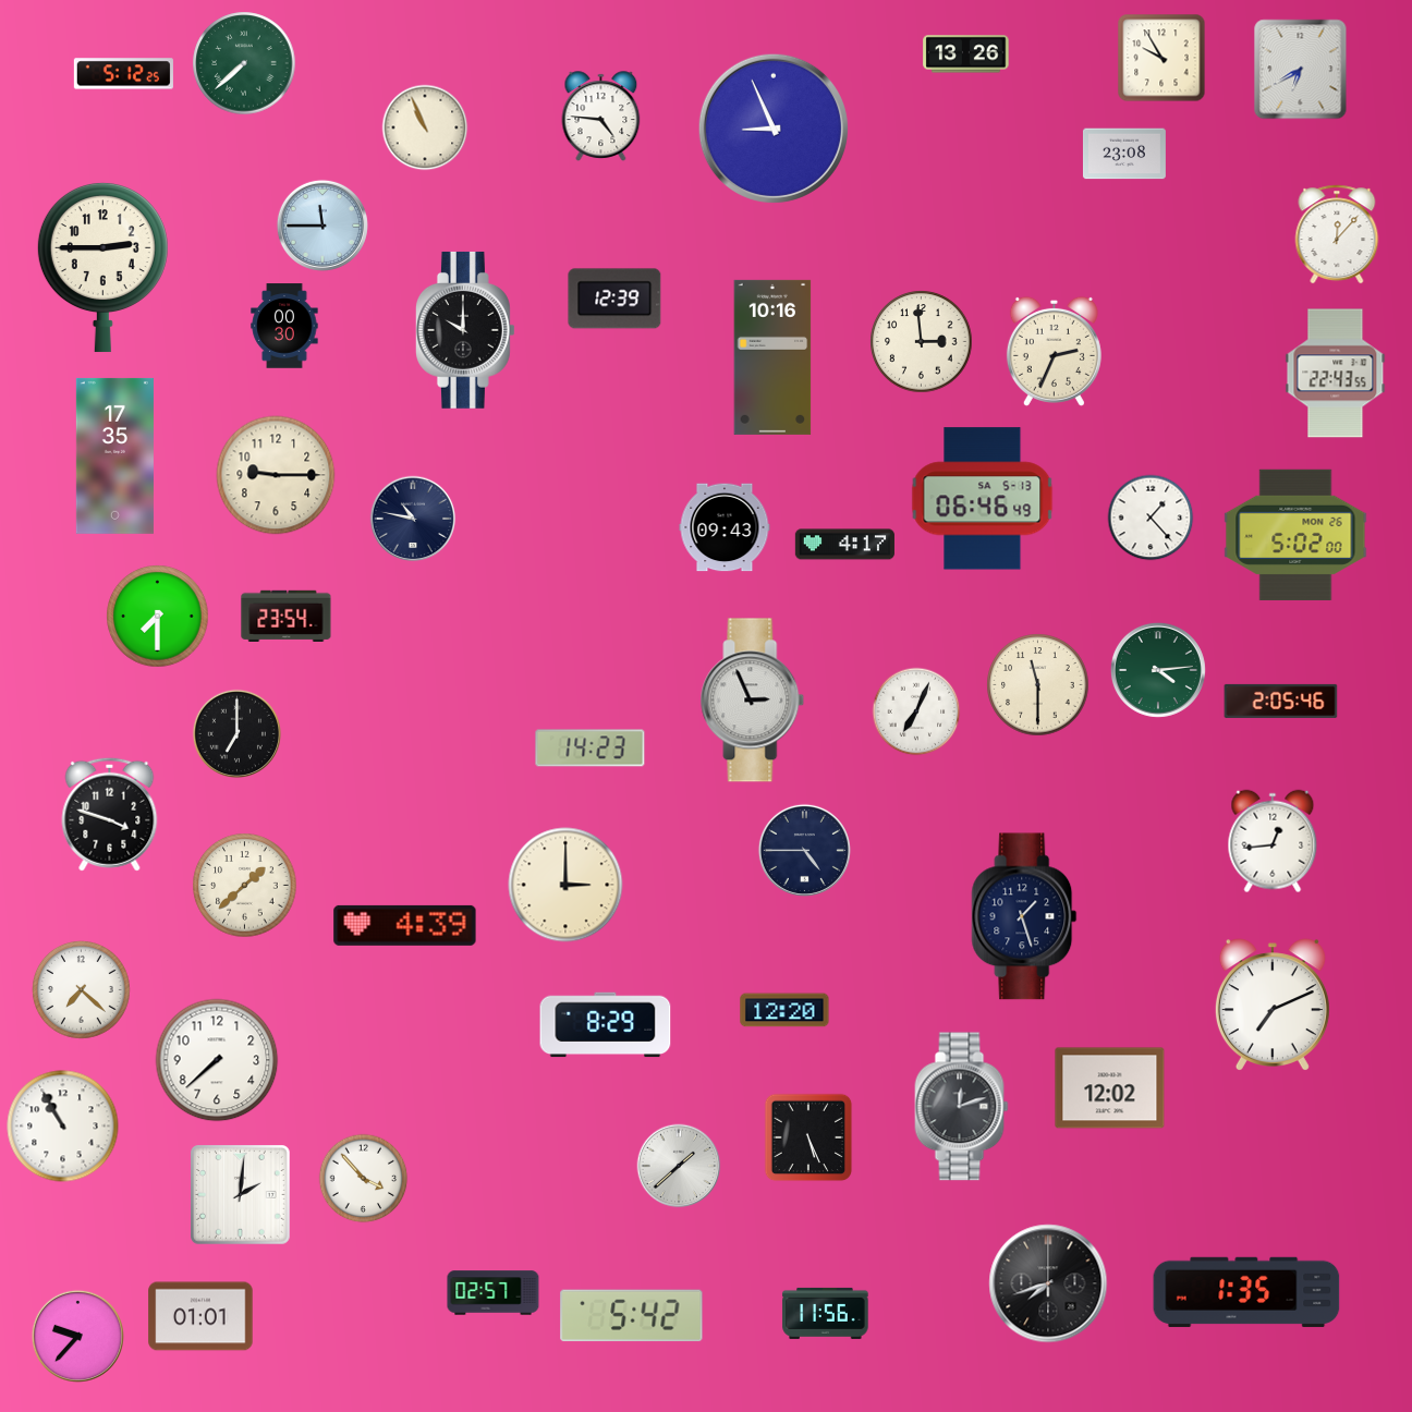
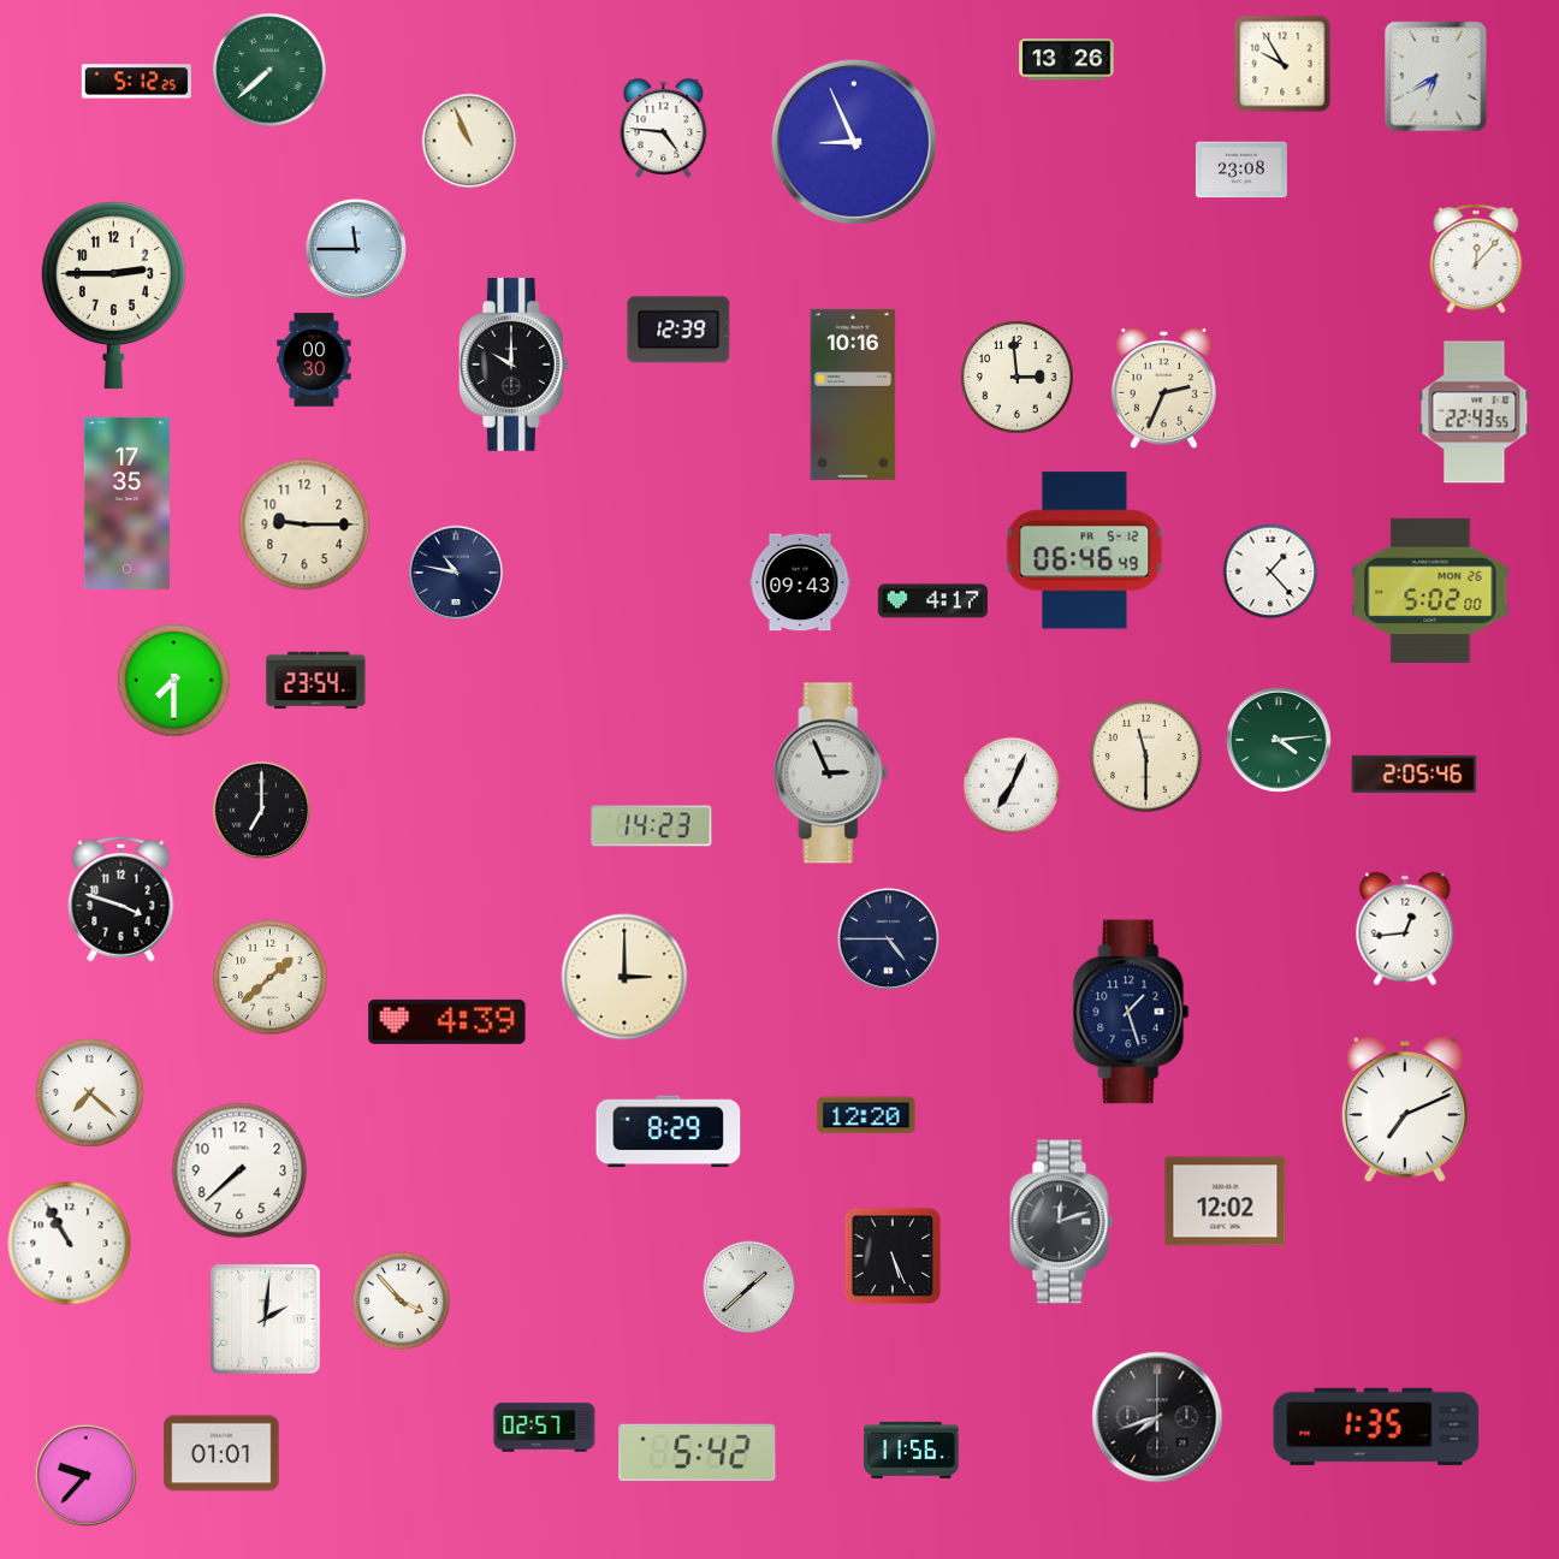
clock at (983, 499) date: SA 5-13 -> FR 5-12
